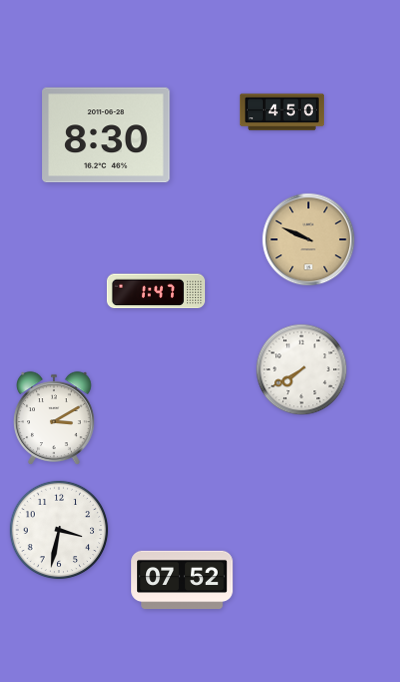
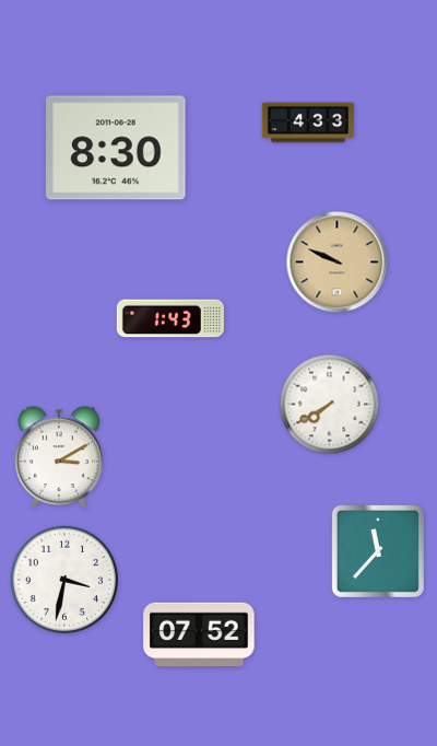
clock at (282, 112): 4:50 -> 4:33
clock at (156, 291): 1:47 -> 1:43
clock at (378, 551): none -> 11:37
